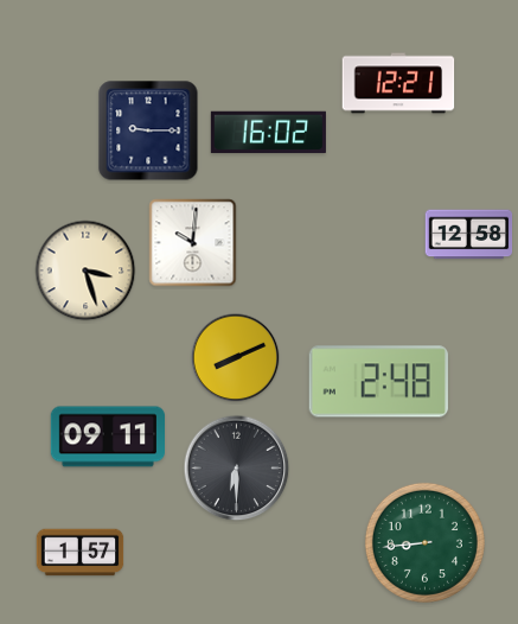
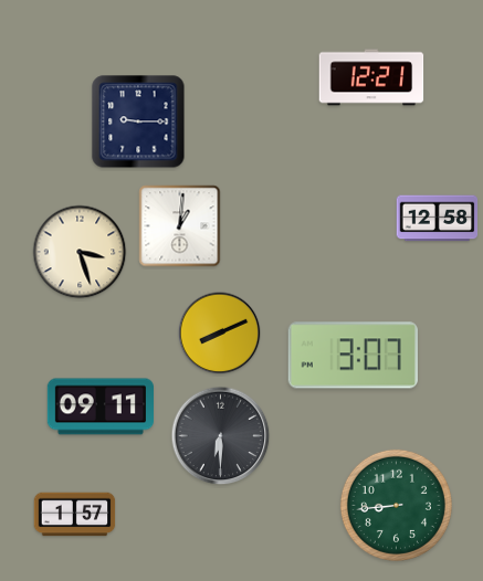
clock at (268, 133): 16:02 -> none
clock at (193, 243): 10:01 -> 1:01
clock at (378, 382): 2:48 -> 3:07
